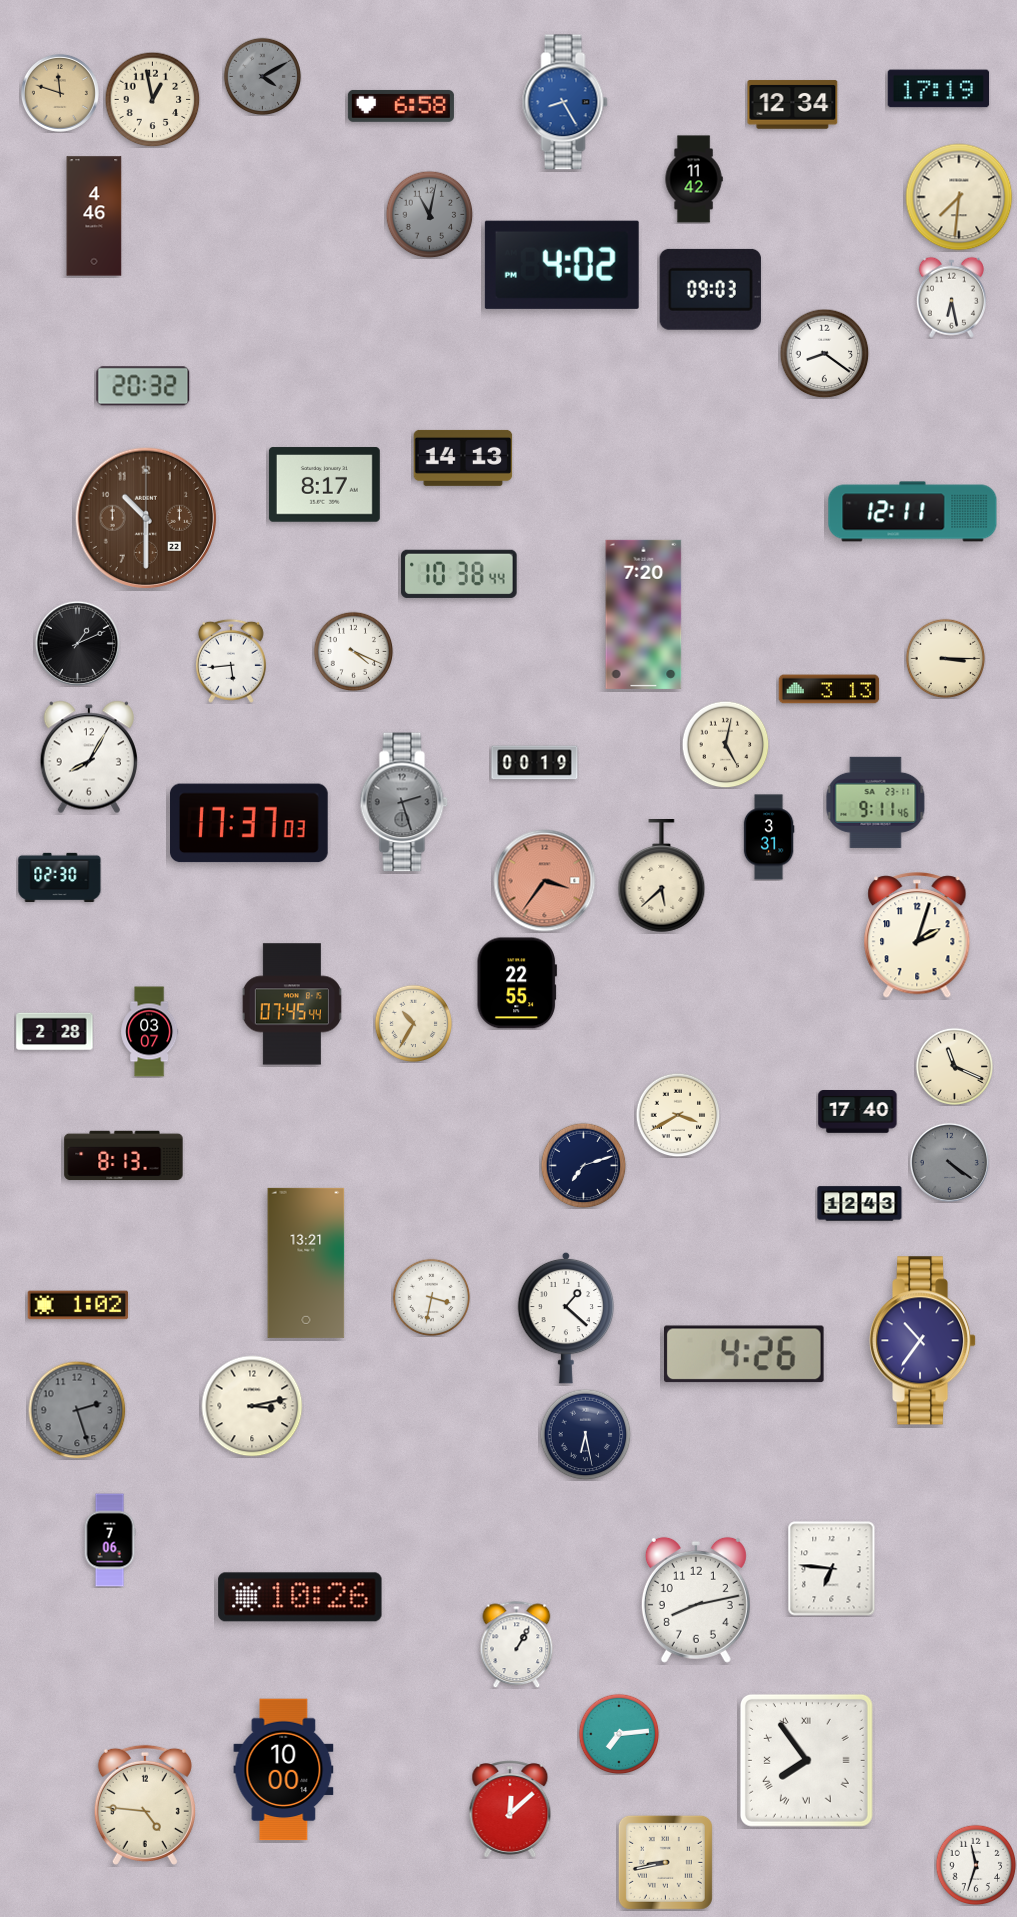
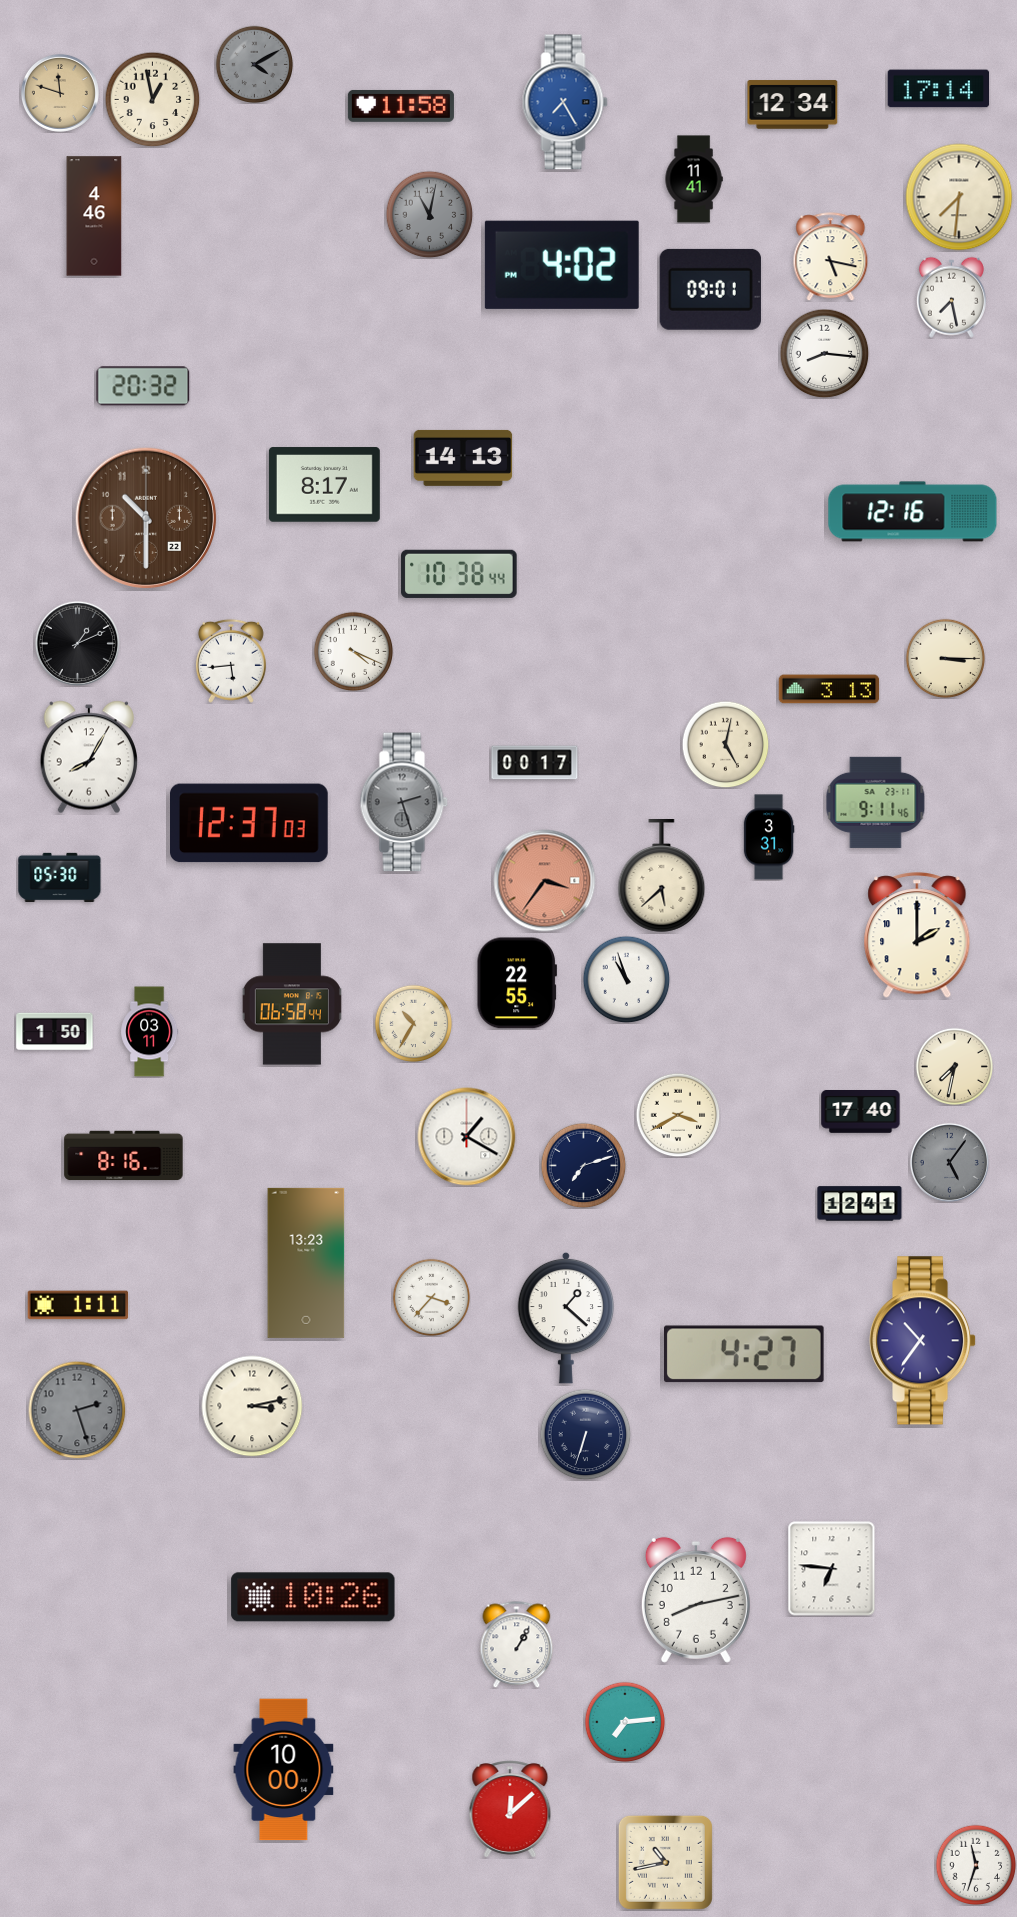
clock at (262, 76) position: (262, 76) -> (254, 64)
clock at (939, 89): 17:19 -> 17:14
clock at (565, 102): 8:25 -> 7:25
clock at (401, 106): 6:58 -> 11:58
clock at (694, 179): 11:42 -> 11:41
clock at (831, 257): none -> 5:17
clock at (710, 289): 09:03 -> 09:01
clock at (951, 297): 6:28 -> 7:28
clock at (824, 353): 8:21 -> 8:16
clock at (913, 512): 12:11 -> 12:16
clock at (644, 614): 7:20 -> none
clock at (535, 763): 00:19 -> 00:17
clock at (250, 823): 17:37 -> 12:37
clock at (60, 877): 02:30 -> 05:30
clock at (917, 936): 2:03 -> 2:00
clock at (626, 979): none -> 10:57
clock at (292, 1004): 07:45 -> 06:58
clock at (55, 1032): 2:28 -> 1:50
clock at (150, 1032): 03:07 -> 03:11
clock at (954, 1066): 11:19 -> 7:32
clock at (858, 1112) position: (858, 1112) -> (861, 1112)
clock at (467, 1137): none -> 1:20
clock at (124, 1156): 8:13 -> 8:16
clock at (949, 1162): 4:21 -> 5:06
clock at (860, 1204): 12:43 -> 12:41
clock at (306, 1263): 13:21 -> 13:23
clock at (431, 1297): 3:32 -> 3:37
clock at (78, 1305): 1:02 -> 1:11
clock at (745, 1354): 4:26 -> 4:27
clock at (585, 1434): 6:28 -> 6:33
clock at (110, 1540): 7:06 -> none
clock at (300, 1597) position: (300, 1597) -> (313, 1597)
clock at (619, 1734) position: (619, 1734) -> (625, 1722)
clock at (806, 1760): 7:54 -> none
clock at (145, 1805): 4:46 -> none
clock at (665, 1862): 8:43 -> 10:43
